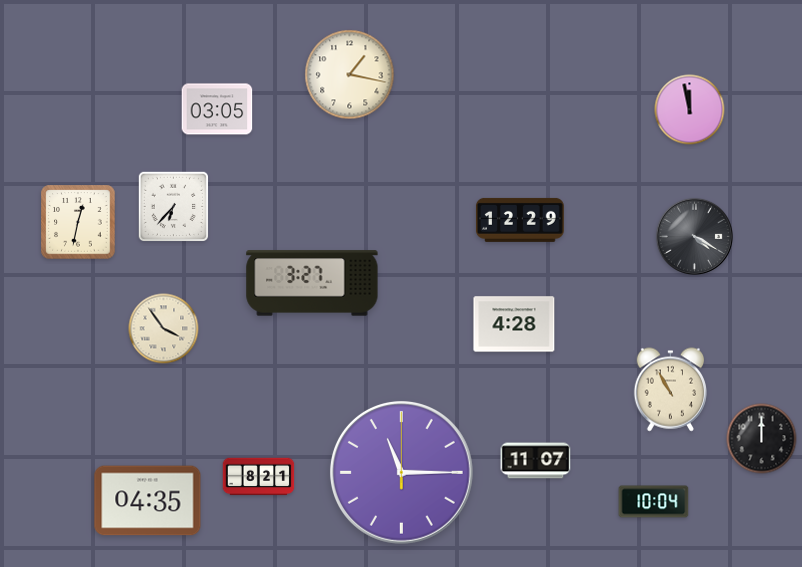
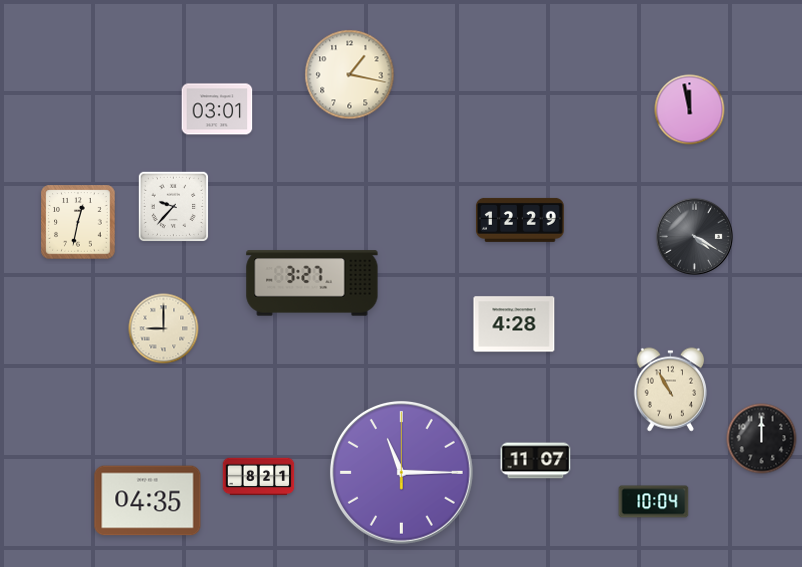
clock at (217, 109): 03:05 -> 03:01
clock at (174, 207): 6:37 -> 9:37
clock at (164, 329): 3:54 -> 9:00
